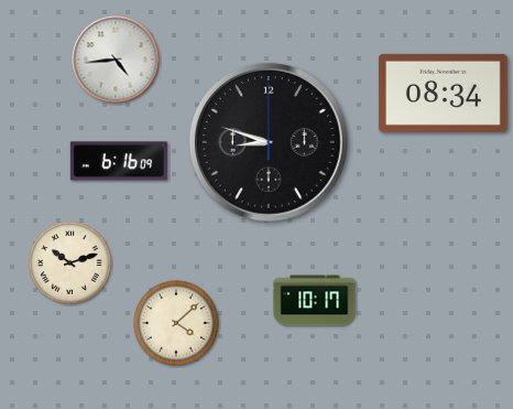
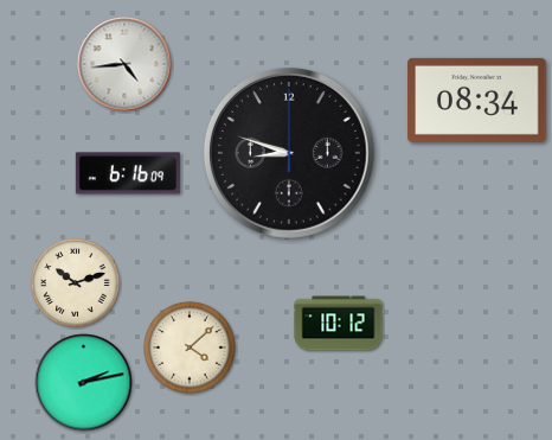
clock at (315, 301): 10:17 -> 10:12
clock at (84, 383): none -> 2:13
